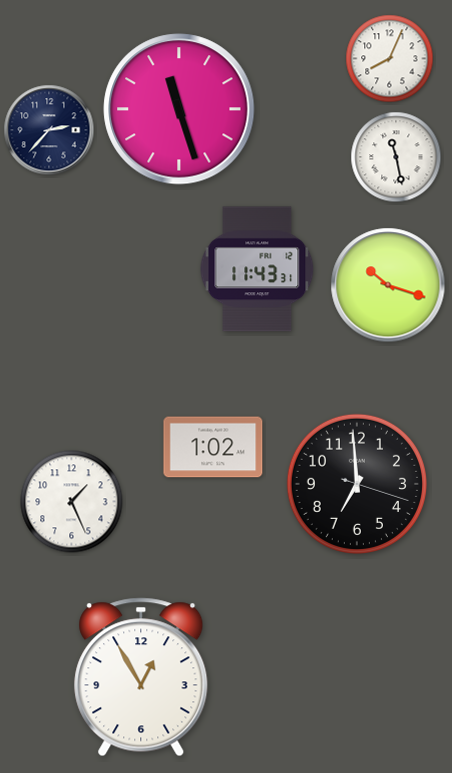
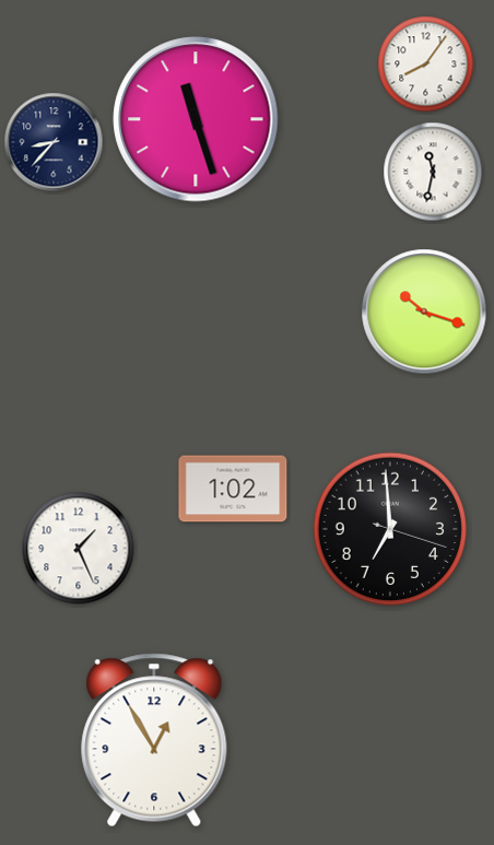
clock at (390, 59): 8:04 -> 8:06
clock at (49, 130): 2:37 -> 8:37
clock at (396, 157): 11:28 -> 11:32
clock at (257, 269): 11:43 -> none
